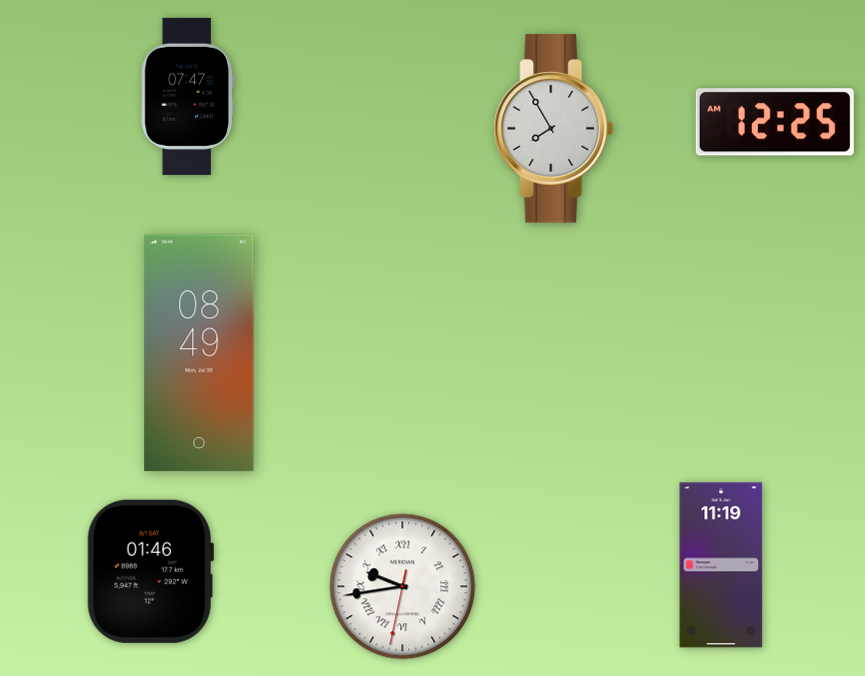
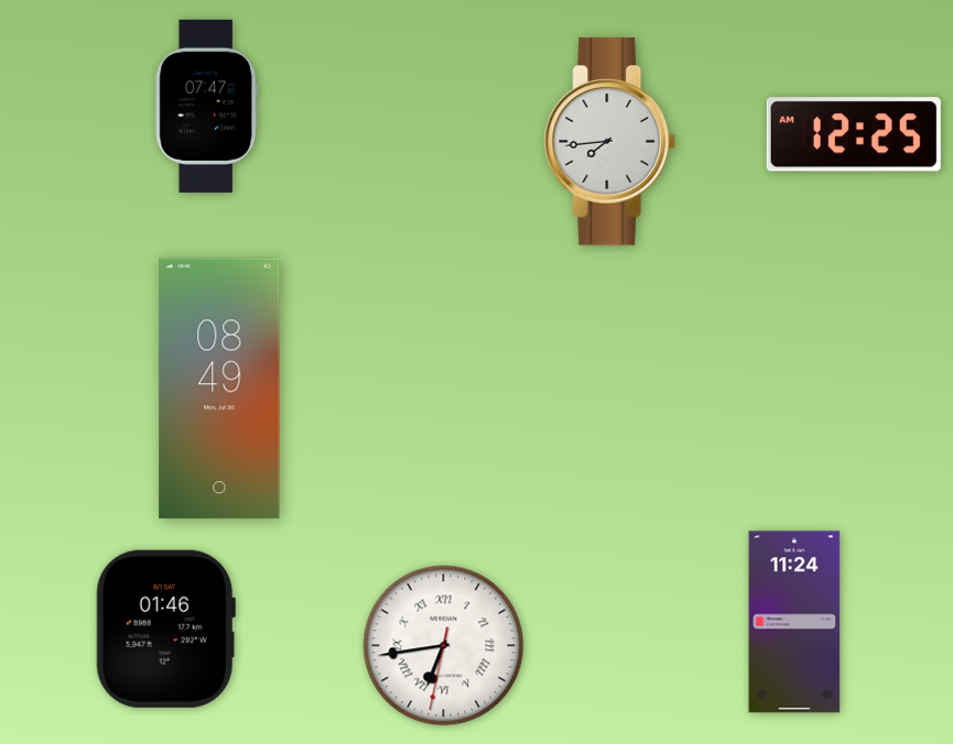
clock at (554, 129): 7:55 -> 7:44
clock at (721, 565): 11:19 -> 11:24
clock at (403, 587): 9:43 -> 6:43
